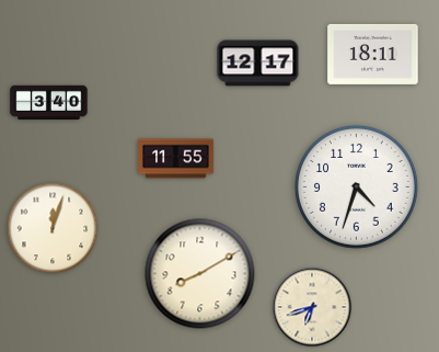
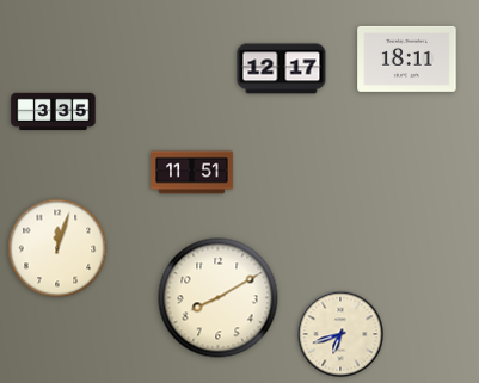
clock at (49, 102): 3:40 -> 3:35
clock at (176, 159): 11:55 -> 11:51
clock at (356, 186): 4:33 -> none
